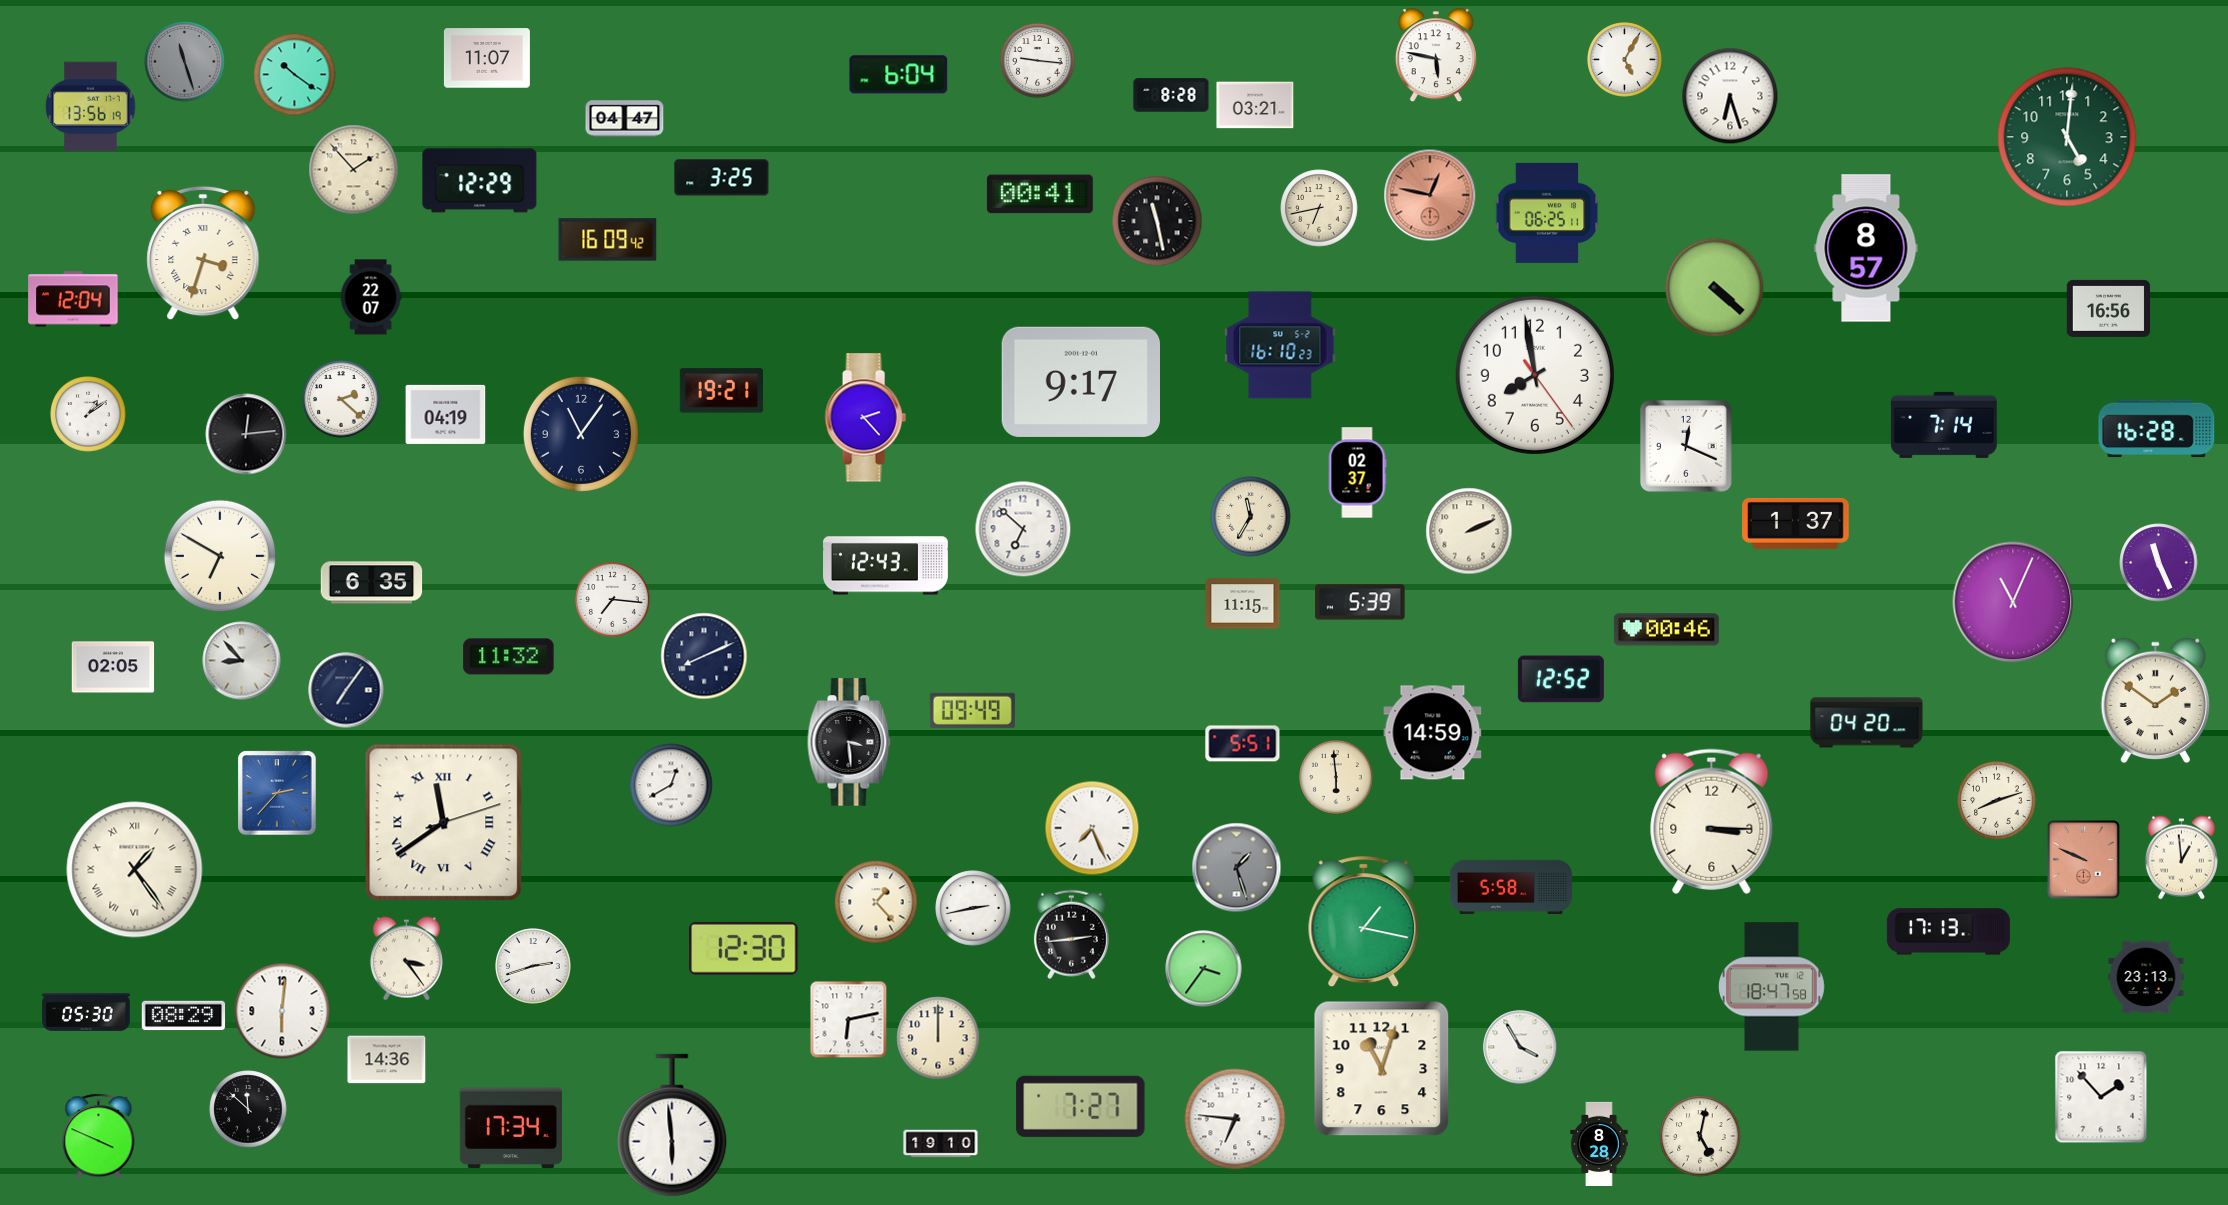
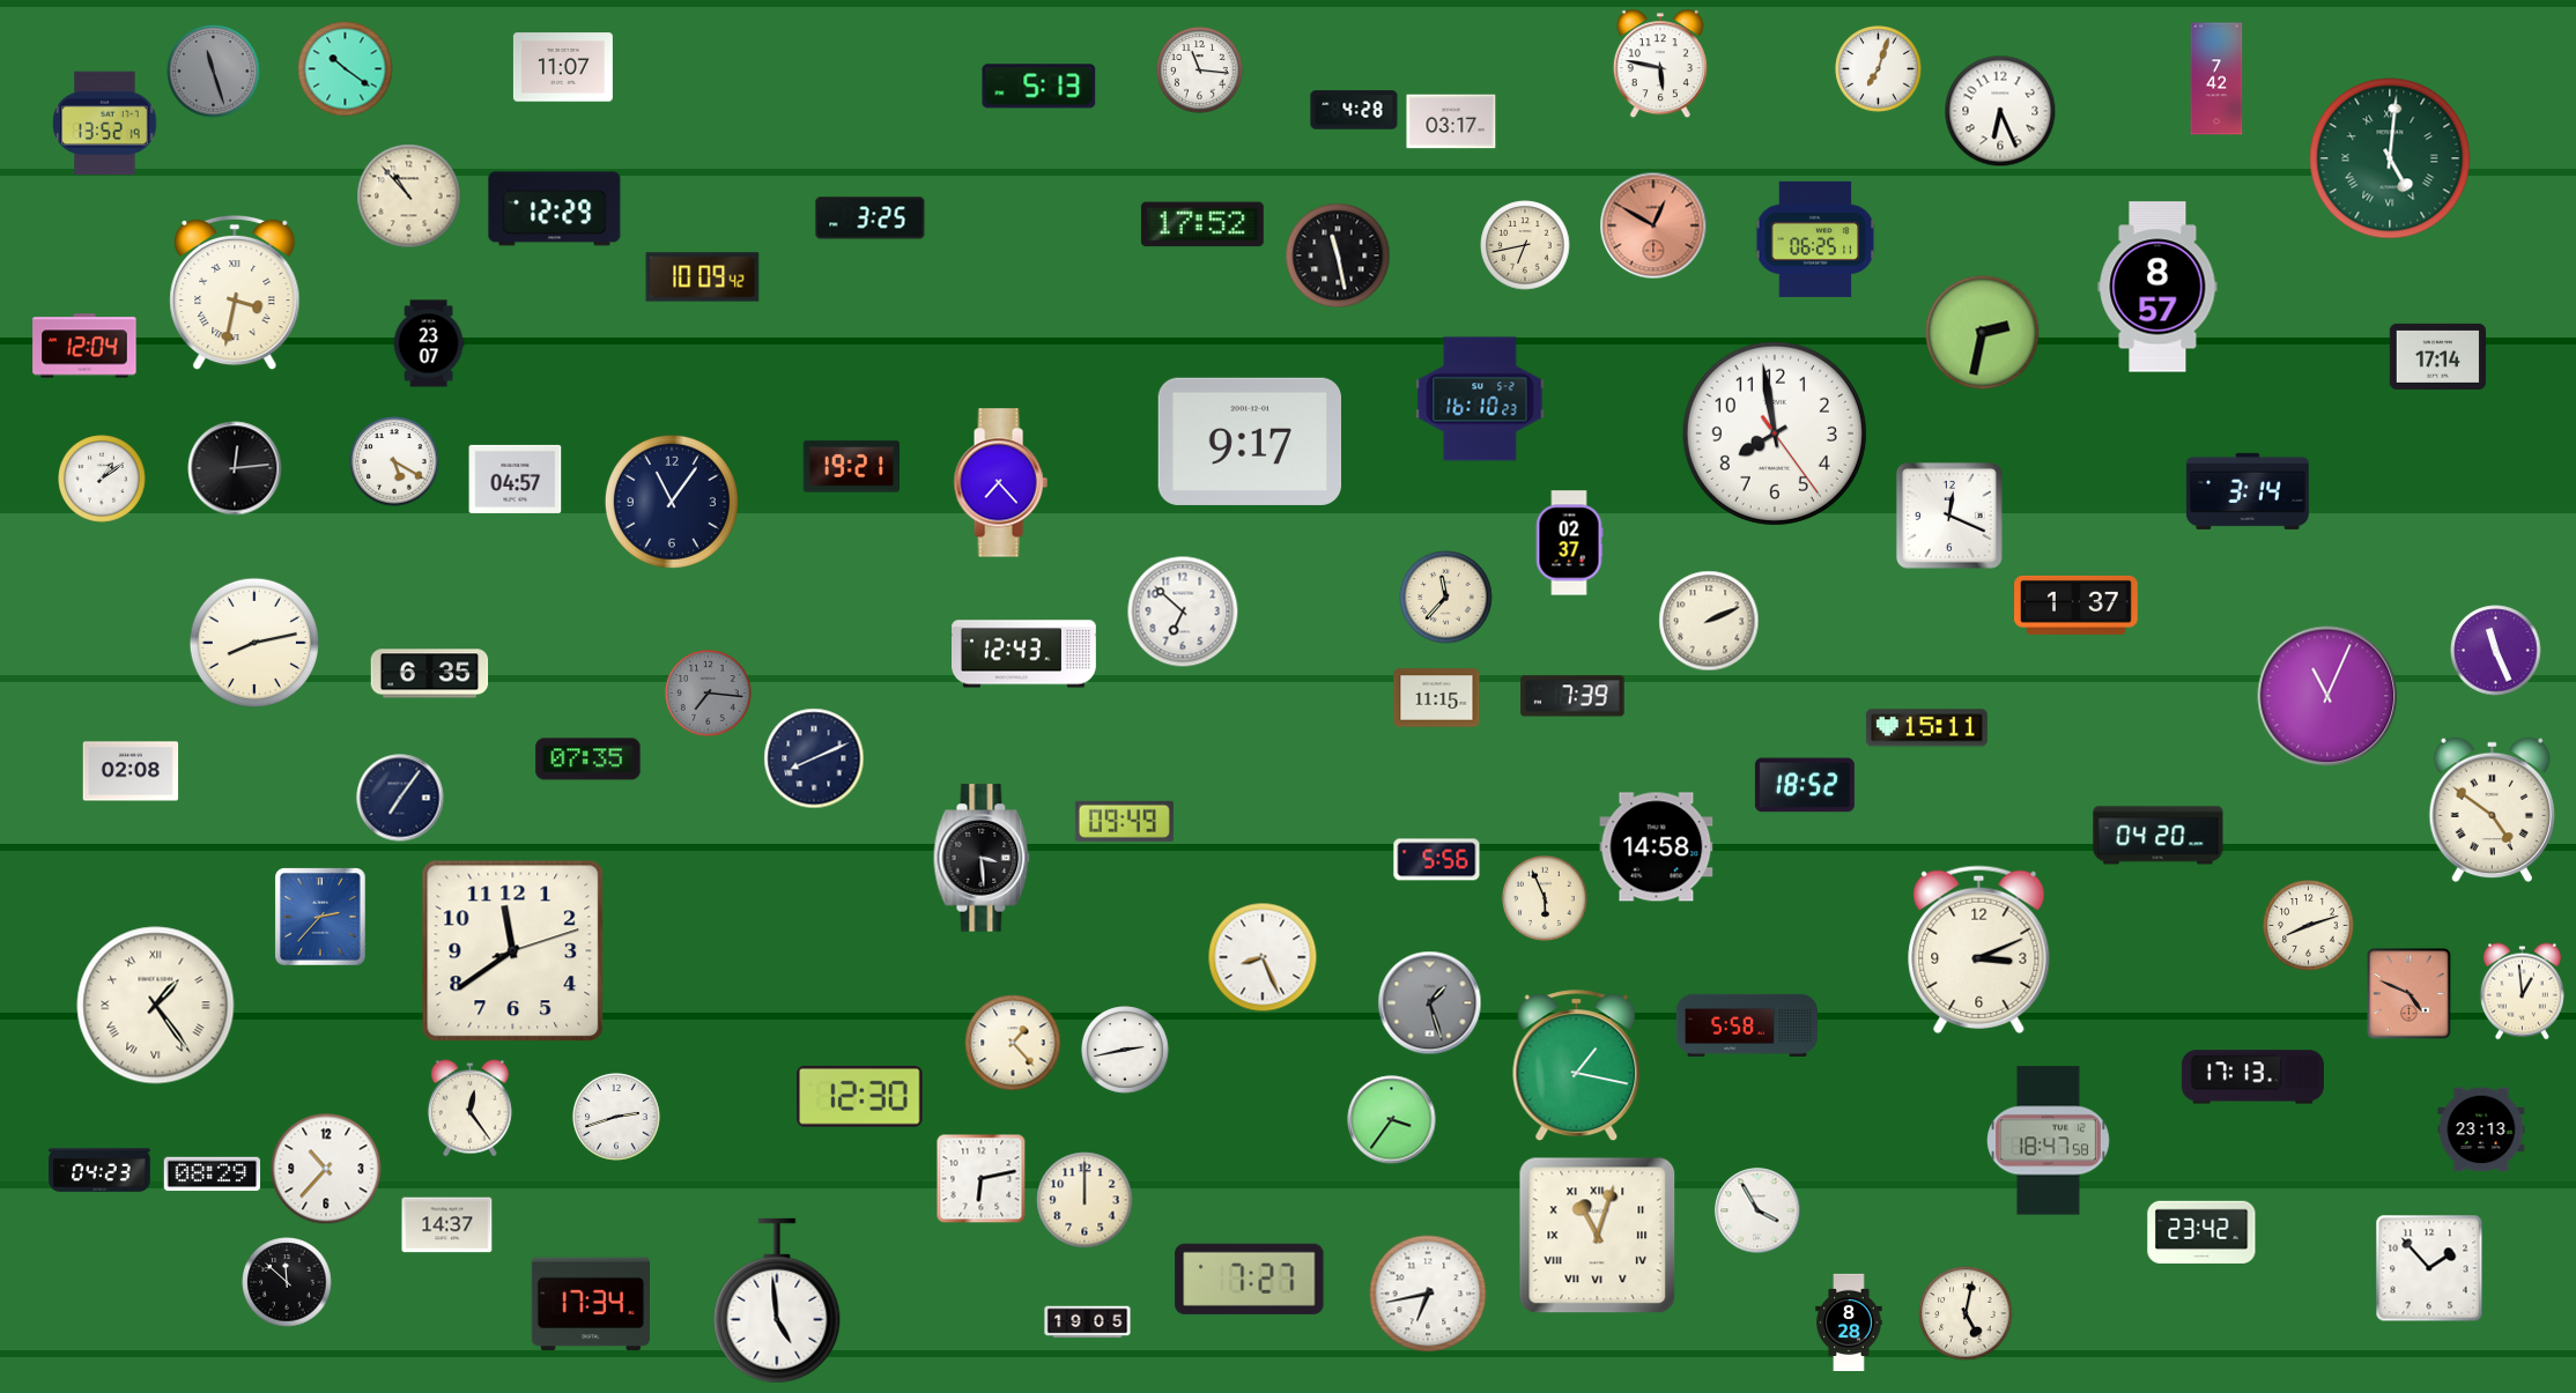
clock at (1625, 60): 5:05 -> 7:03
clock at (1038, 61): 9:16 -> 11:16
clock at (2216, 79): none -> 7:42
clock at (295, 75) position: (295, 75) -> (346, 69)
clock at (899, 75): 6:04 -> 5:13
clock at (1171, 95): 8:28 -> 4:28
clock at (1730, 96): 6:27 -> 6:26
clock at (1255, 105): 03:21 -> 03:17
clock at (91, 107): 13:56 -> 13:52
clock at (625, 119): 04:47 -> none
clock at (2067, 137) numerals: Arabic -> Roman
clock at (354, 170): 1:53 -> 10:53
clock at (722, 178) position: (722, 178) -> (871, 218)
clock at (1040, 194): 00:41 -> 17:52
clock at (1430, 195): 12:47 -> 12:50
clock at (1319, 208) position: (1319, 208) -> (1525, 245)
clock at (1547, 213) position: (1547, 213) -> (1815, 239)
clock at (608, 240): 16:09 -> 10:09
clock at (203, 253): 3:33 -> 3:32
clock at (1715, 288): 4:22 -> 2:32
clock at (371, 297): 22:07 -> 23:07
clock at (2109, 308): 16:56 -> 17:14
clock at (721, 391) position: (721, 391) -> (851, 467)
clock at (341, 399): 2:22 -> 5:20
clock at (446, 414): 04:19 -> 04:57
clock at (865, 418): 2:23 -> 7:23
clock at (1944, 425): 7:14 -> 3:14
clock at (2157, 429): 16:28 -> none
clock at (246, 434) position: (246, 434) -> (235, 468)
clock at (1357, 473) position: (1357, 473) -> (1569, 543)
clock at (1251, 517): 11:35 -> 11:37
clock at (1469, 531) position: (1469, 531) -> (1709, 621)
clock at (220, 556): 6:50 -> 8:13
clock at (613, 600) dial: white -> grey
clock at (1360, 602): 5:39 -> 7:39
clock at (1666, 630): 00:46 -> 15:11
clock at (509, 657): 11:32 -> 07:35
clock at (242, 661): 8:53 -> none
clock at (113, 667): 02:05 -> 02:08
clock at (1561, 679): 12:52 -> 18:52
clock at (2155, 701): 1:51 -> 4:51
clock at (1433, 733): 14:59 -> 14:58
clock at (1243, 744): 5:51 -> 5:56
clock at (1337, 778): 5:59 -> 5:56
clock at (671, 785): 12:40 -> none
clock at (1712, 821): 3:15 -> 3:11
clock at (444, 823) numerals: Roman -> Arabic
clock at (1092, 828): 7:26 -> 8:26
clock at (2084, 860): 9:49 -> 4:49
clock at (1071, 935): 2:44 -> none
clock at (406, 959): 3:24 -> 12:24
clock at (282, 1011): 6:01 -> 10:37
clock at (86, 1013): 05:30 -> 04:23
clock at (387, 1060): 14:36 -> 14:37
clock at (2201, 1232): none -> 23:42
clock at (1382, 1069) numerals: Arabic -> Roman
clock at (1235, 1119): 6:46 -> 6:43
clock at (672, 1125): 5:59 -> 4:59
clock at (99, 1137): 3:49 -> none
clock at (941, 1144): 19:10 -> 19:05
